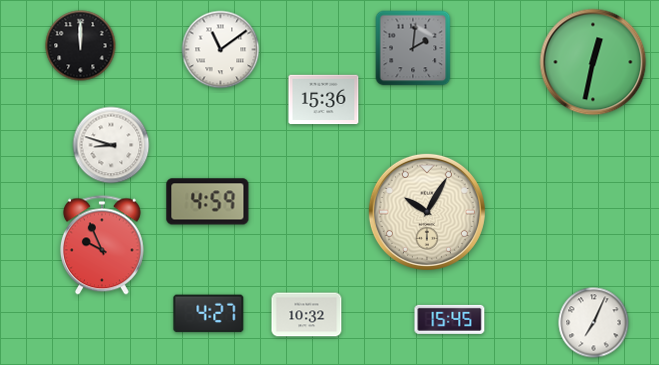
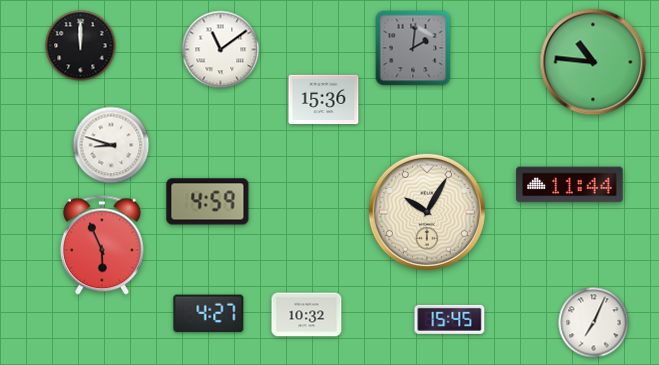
clock at (593, 62): 12:32 -> 10:46
clock at (570, 185): none -> 11:44
clock at (102, 245): 9:56 -> 5:56
